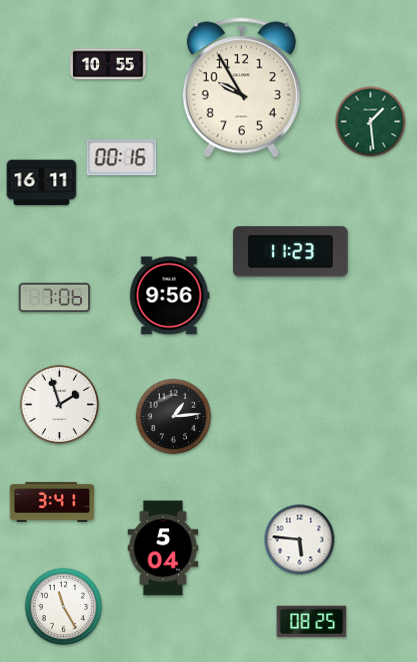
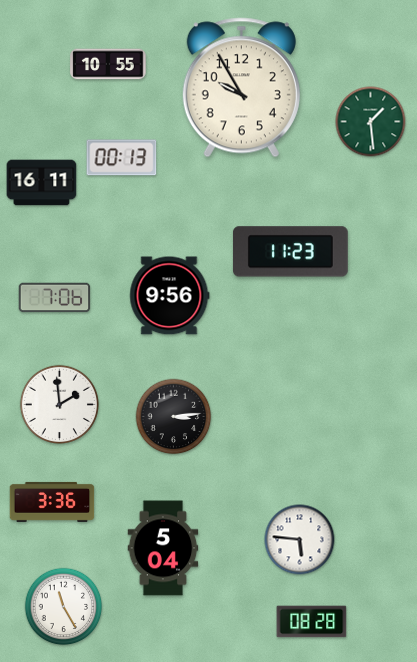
clock at (122, 158): 00:16 -> 00:13
clock at (59, 404): 1:57 -> 1:59
clock at (174, 417): 1:14 -> 3:14
clock at (52, 502): 3:41 -> 3:36
clock at (312, 622): 08:25 -> 08:28
